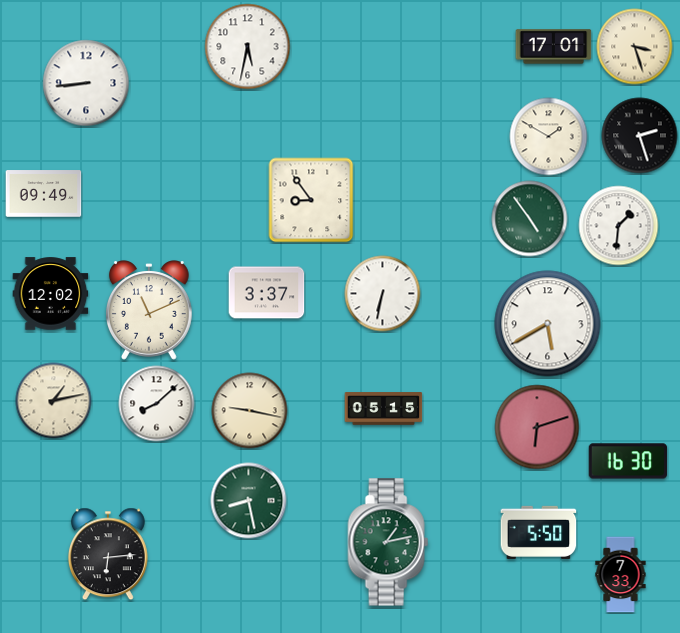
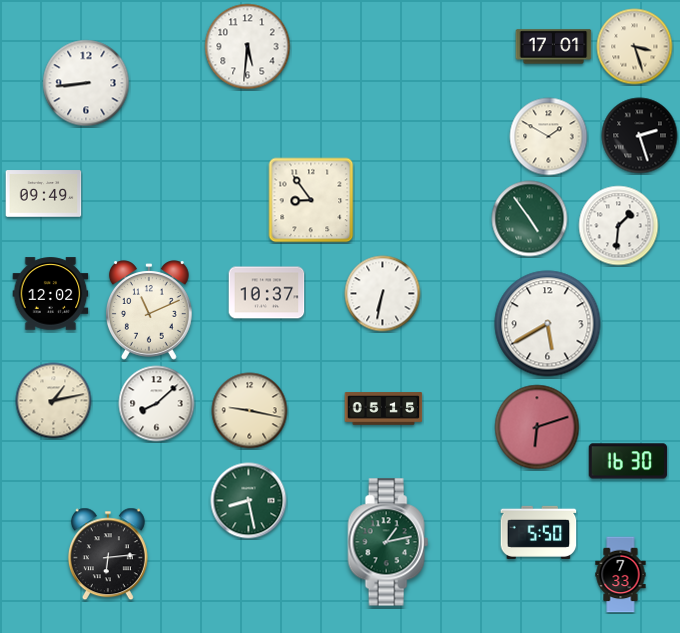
clock at (248, 47): 5:32 -> 5:31
clock at (267, 293): 3:37 -> 10:37
